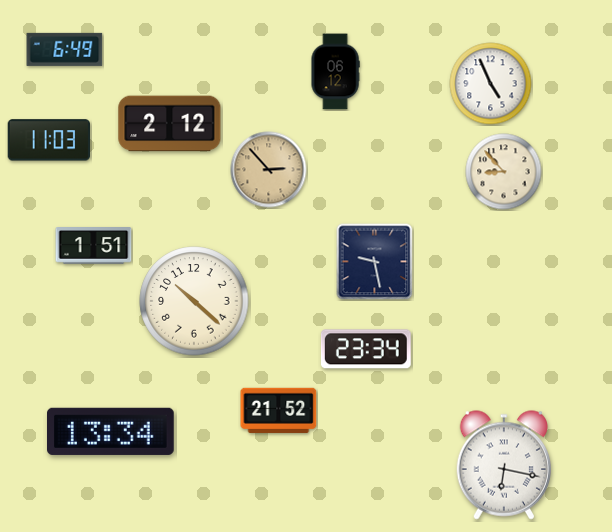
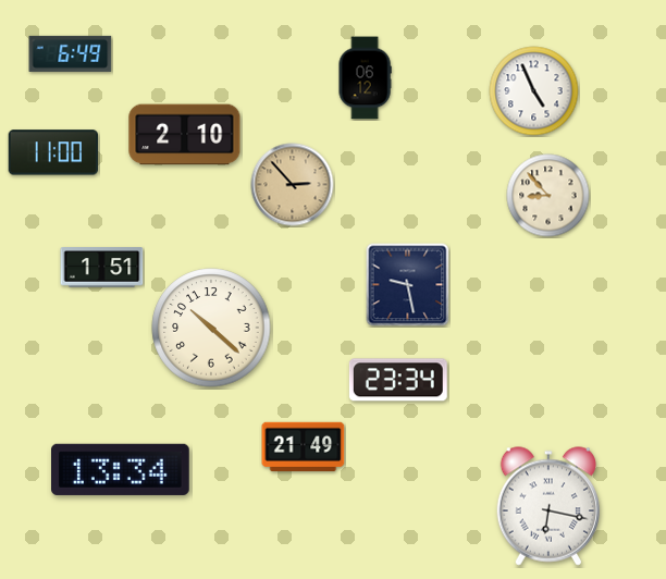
clock at (170, 124): 2:12 -> 2:10
clock at (48, 140): 11:03 -> 11:00
clock at (504, 172) position: (504, 172) -> (548, 196)
clock at (279, 410): 21:52 -> 21:49
